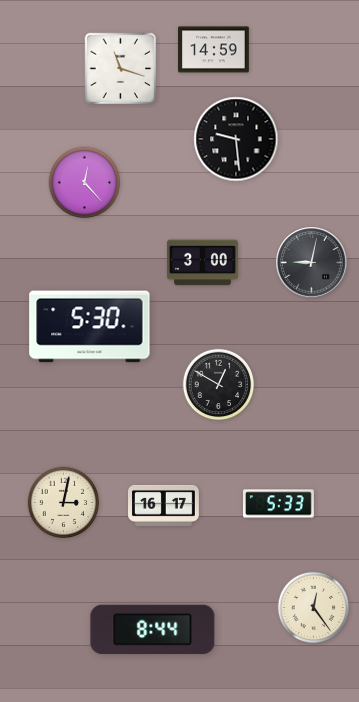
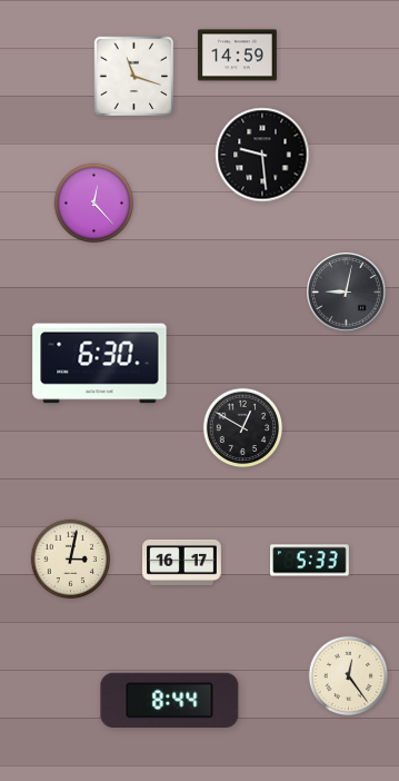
clock at (203, 263): 3:00 -> none
clock at (90, 327): 5:30 -> 6:30
